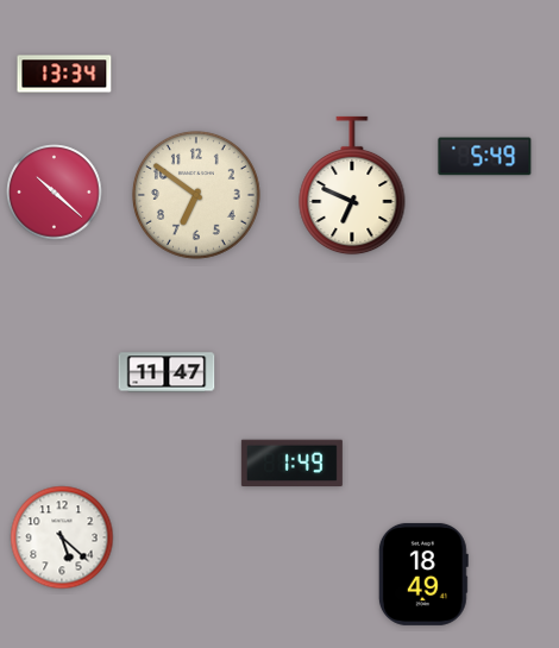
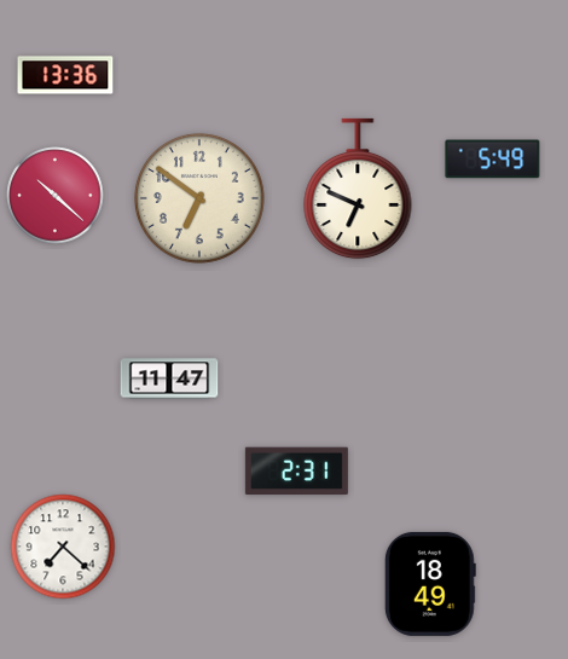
clock at (64, 74): 13:34 -> 13:36
clock at (291, 464): 1:49 -> 2:31
clock at (62, 537): 5:22 -> 7:22
